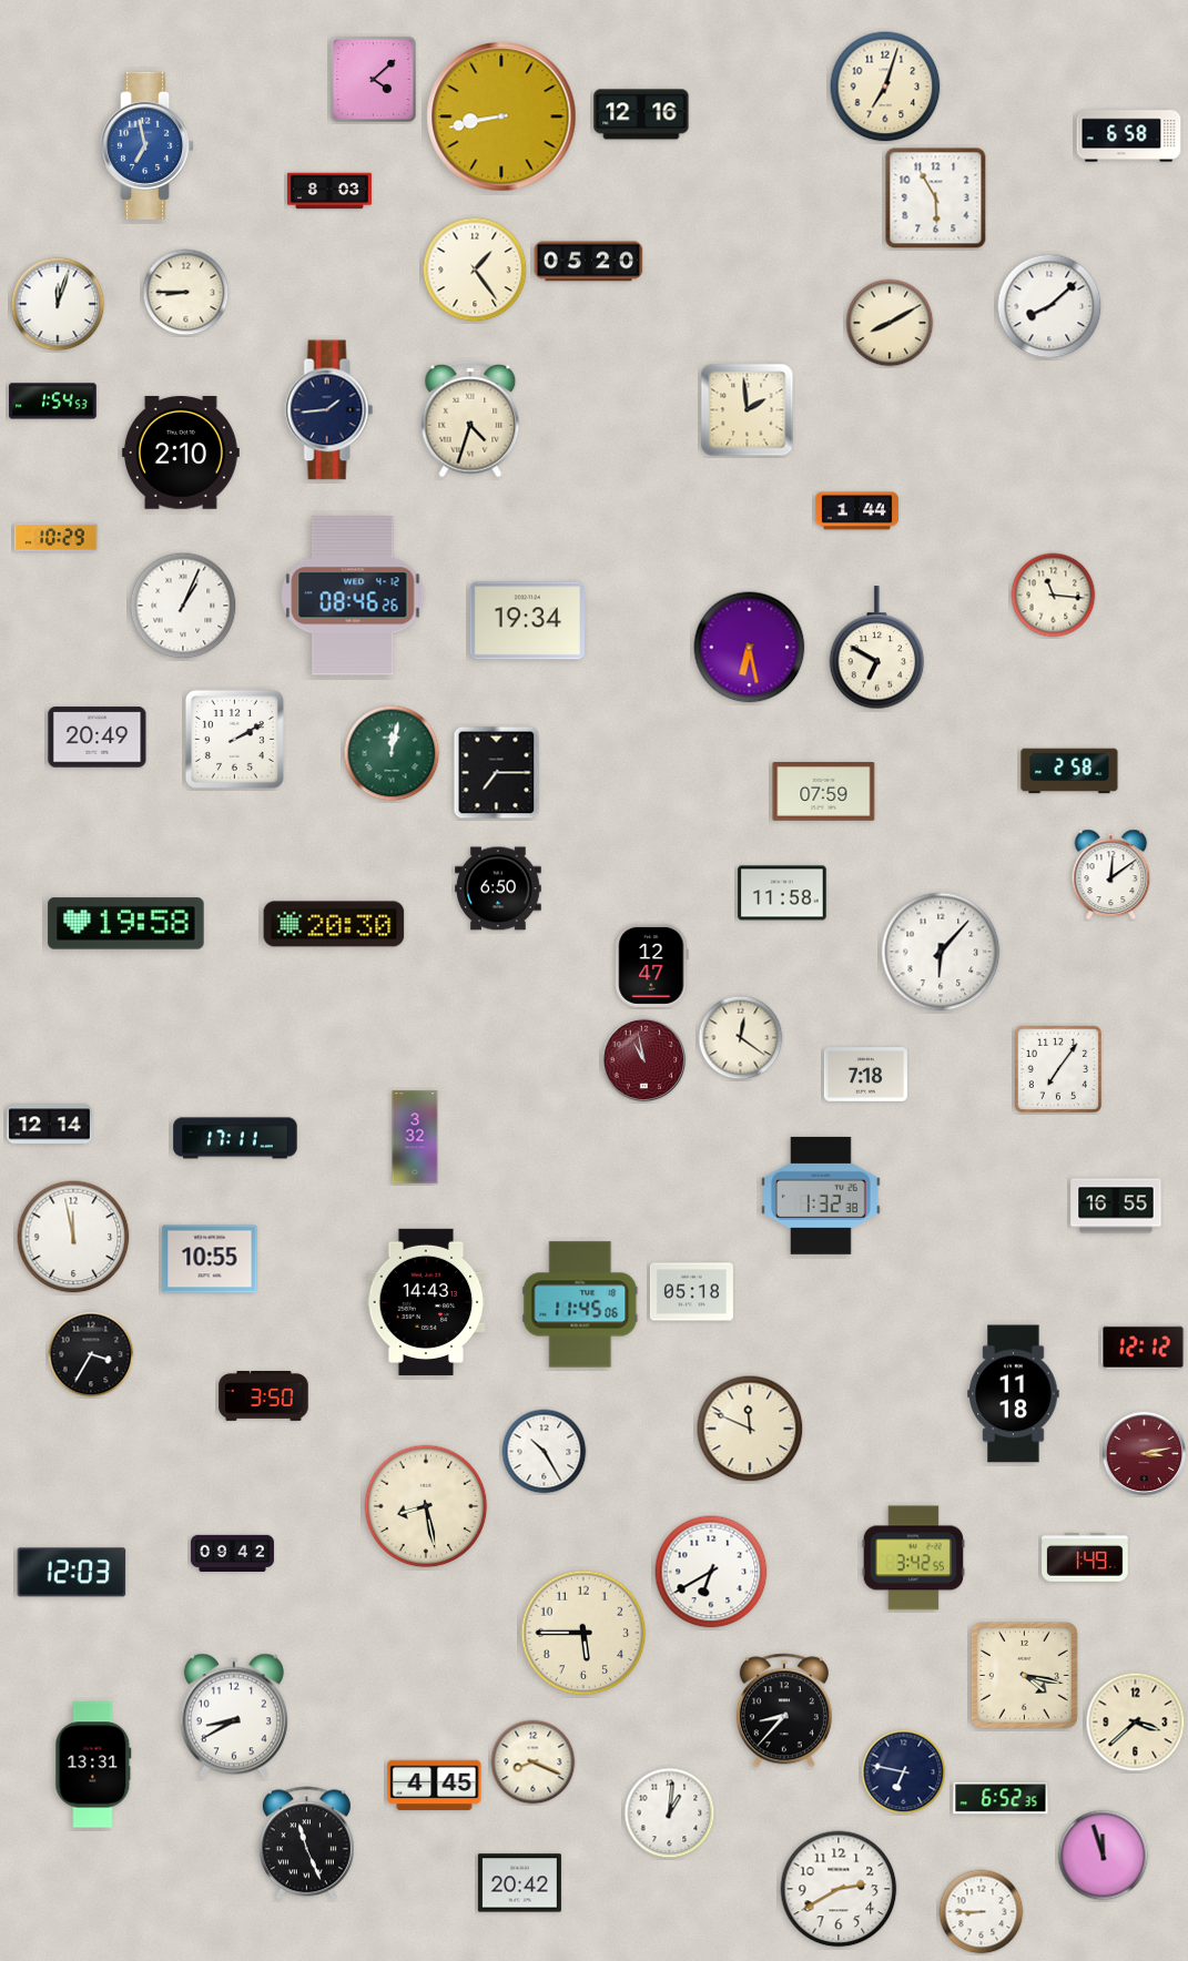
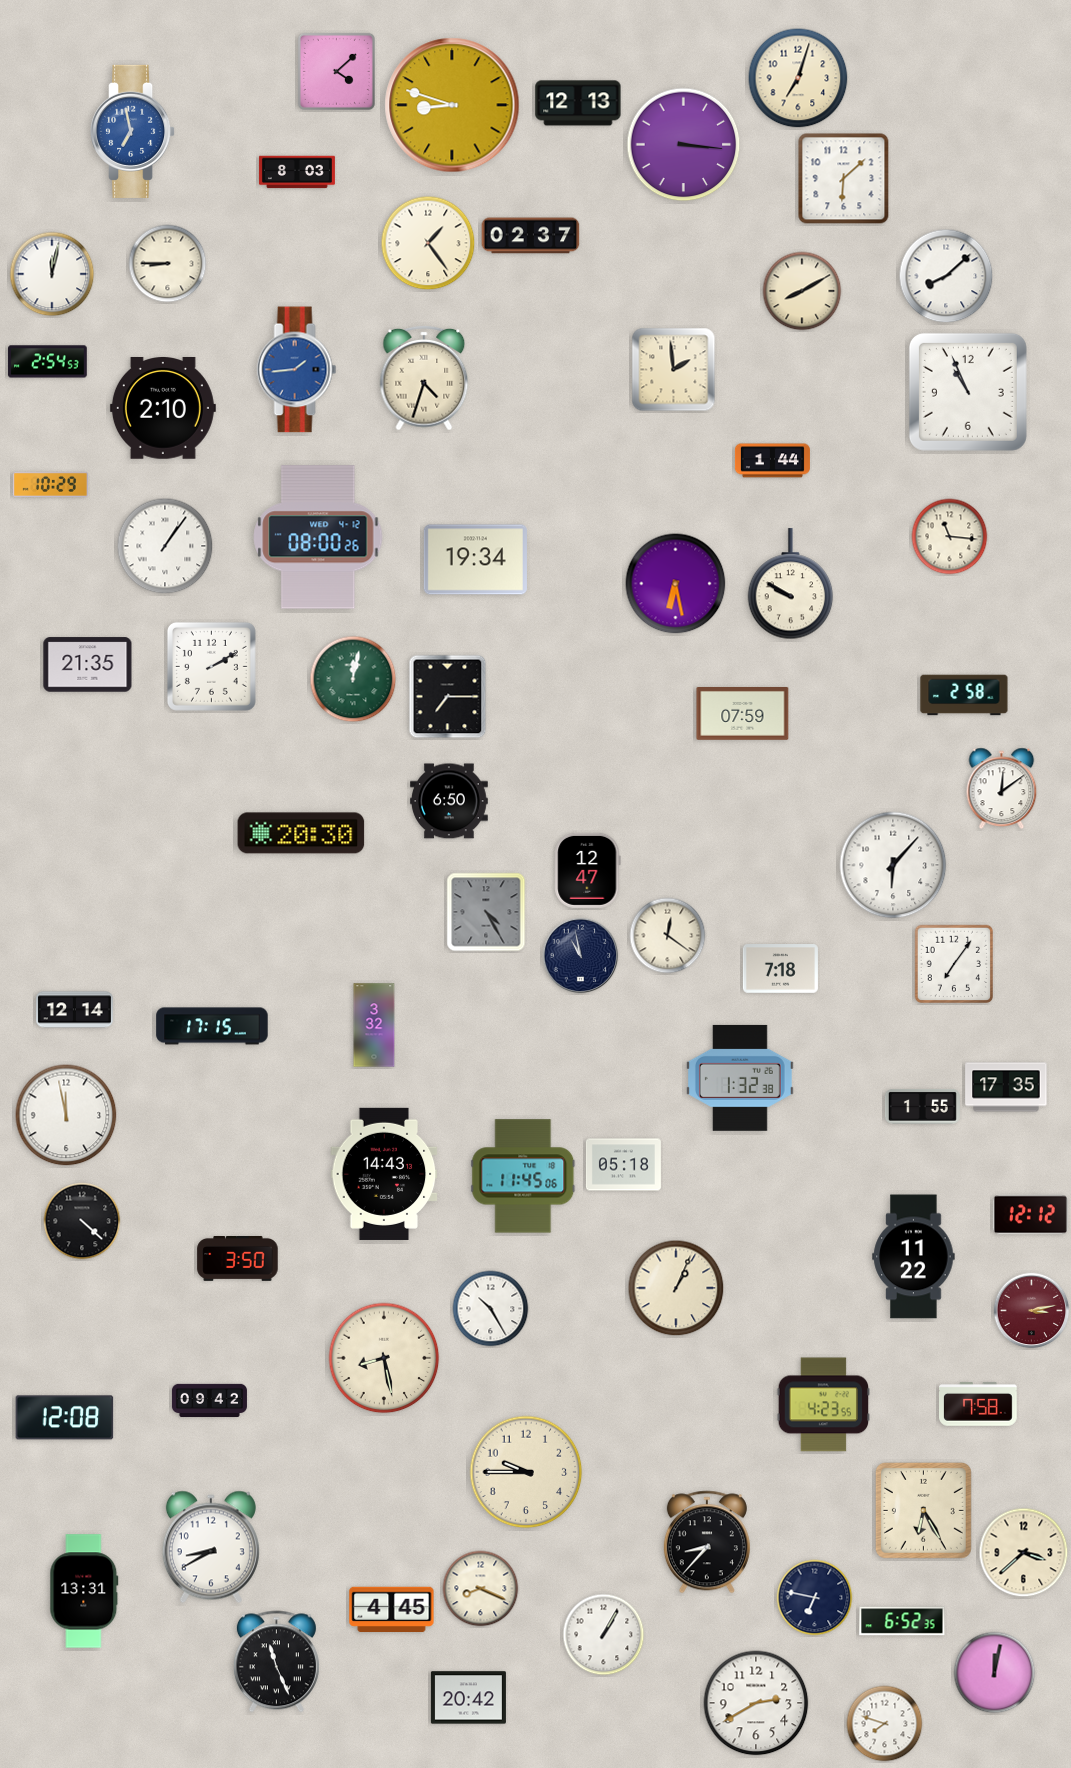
clock at (641, 114): 12:16 -> 12:13
clock at (501, 116): 8:43 -> 8:48
clock at (1129, 136): 6:58 -> none
clock at (684, 145): none -> 3:16
clock at (936, 199): 5:55 -> 6:08
clock at (589, 262): 05:20 -> 02:37
clock at (58, 304): 12:03 -> 12:02
clock at (53, 402): 1:54 -> 2:54
clock at (329, 410) dial: navy -> blue
clock at (968, 392): none -> 10:56
clock at (353, 596): 08:46 -> 08:00
clock at (183, 606): 1:04 -> 1:06
clock at (877, 648): 6:50 -> 9:50
clock at (98, 738): 20:49 -> 21:35
clock at (782, 893): 11:58 -> none
clock at (126, 924): 19:58 -> none
clock at (941, 952) position: (941, 952) -> (893, 865)
clock at (486, 912): none -> 4:25
clock at (644, 1060) dial: burgundy -> navy
clock at (50, 1125) position: (50, 1125) -> (75, 1010)
clock at (235, 1138): 17:11 -> 17:15
clock at (1116, 1206): 16:55 -> 17:35
clock at (922, 1107): none -> 1:55
clock at (210, 1259): 10:55 -> none
clock at (91, 1354): 3:35 -> 4:22
clock at (1014, 1394): 11:18 -> 11:22
clock at (750, 1429): 11:49 -> 1:04
clock at (1086, 1557): 1:49 -> 7:58
clock at (913, 1558): 3:42 -> 4:23
clock at (711, 1572): 6:40 -> none
clock at (72, 1573): 12:03 -> 12:08
clock at (583, 1633): 5:45 -> 9:45
clock at (1024, 1675): 4:17 -> 6:25
clock at (670, 1813): 1:01 -> 1:05
clock at (1104, 1856): 11:57 -> 12:02
clock at (982, 1912): 8:45 -> 7:48
